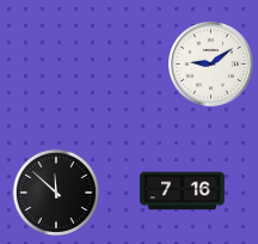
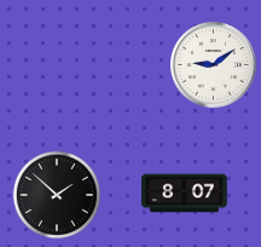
clock at (55, 191): 11:52 -> 1:52
clock at (183, 191): 7:16 -> 8:07
